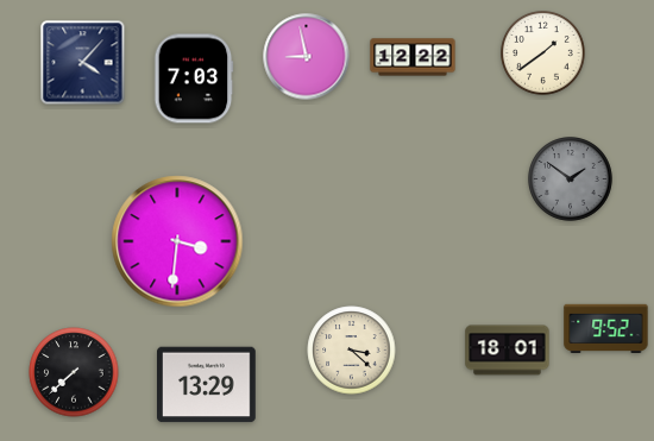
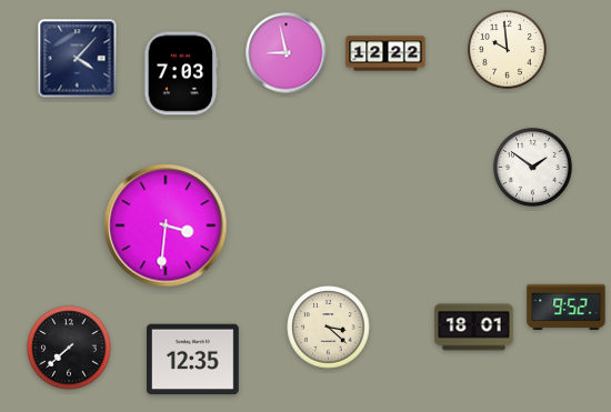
clock at (543, 53): 1:39 -> 9:59
clock at (571, 179) dial: grey -> white
clock at (207, 385): 13:29 -> 12:35
